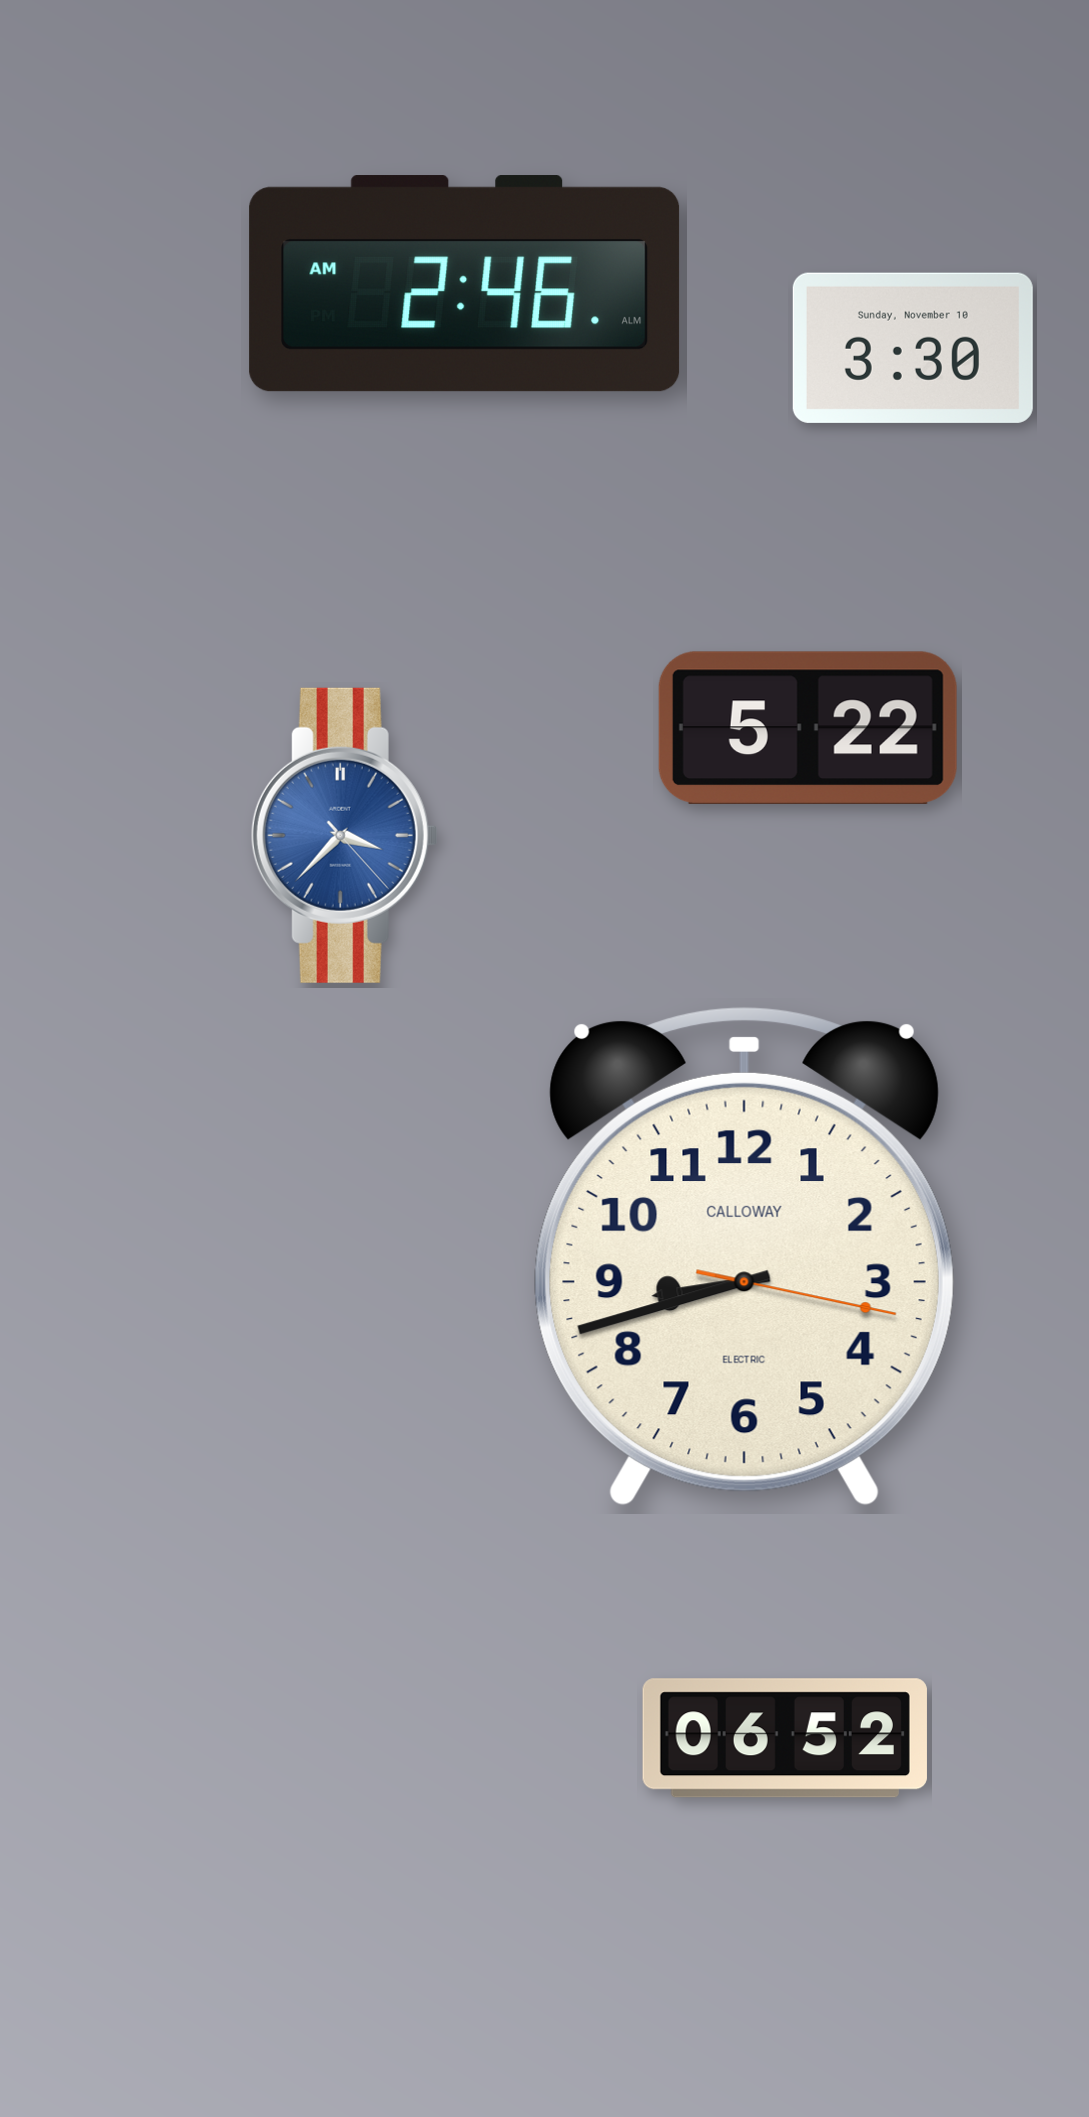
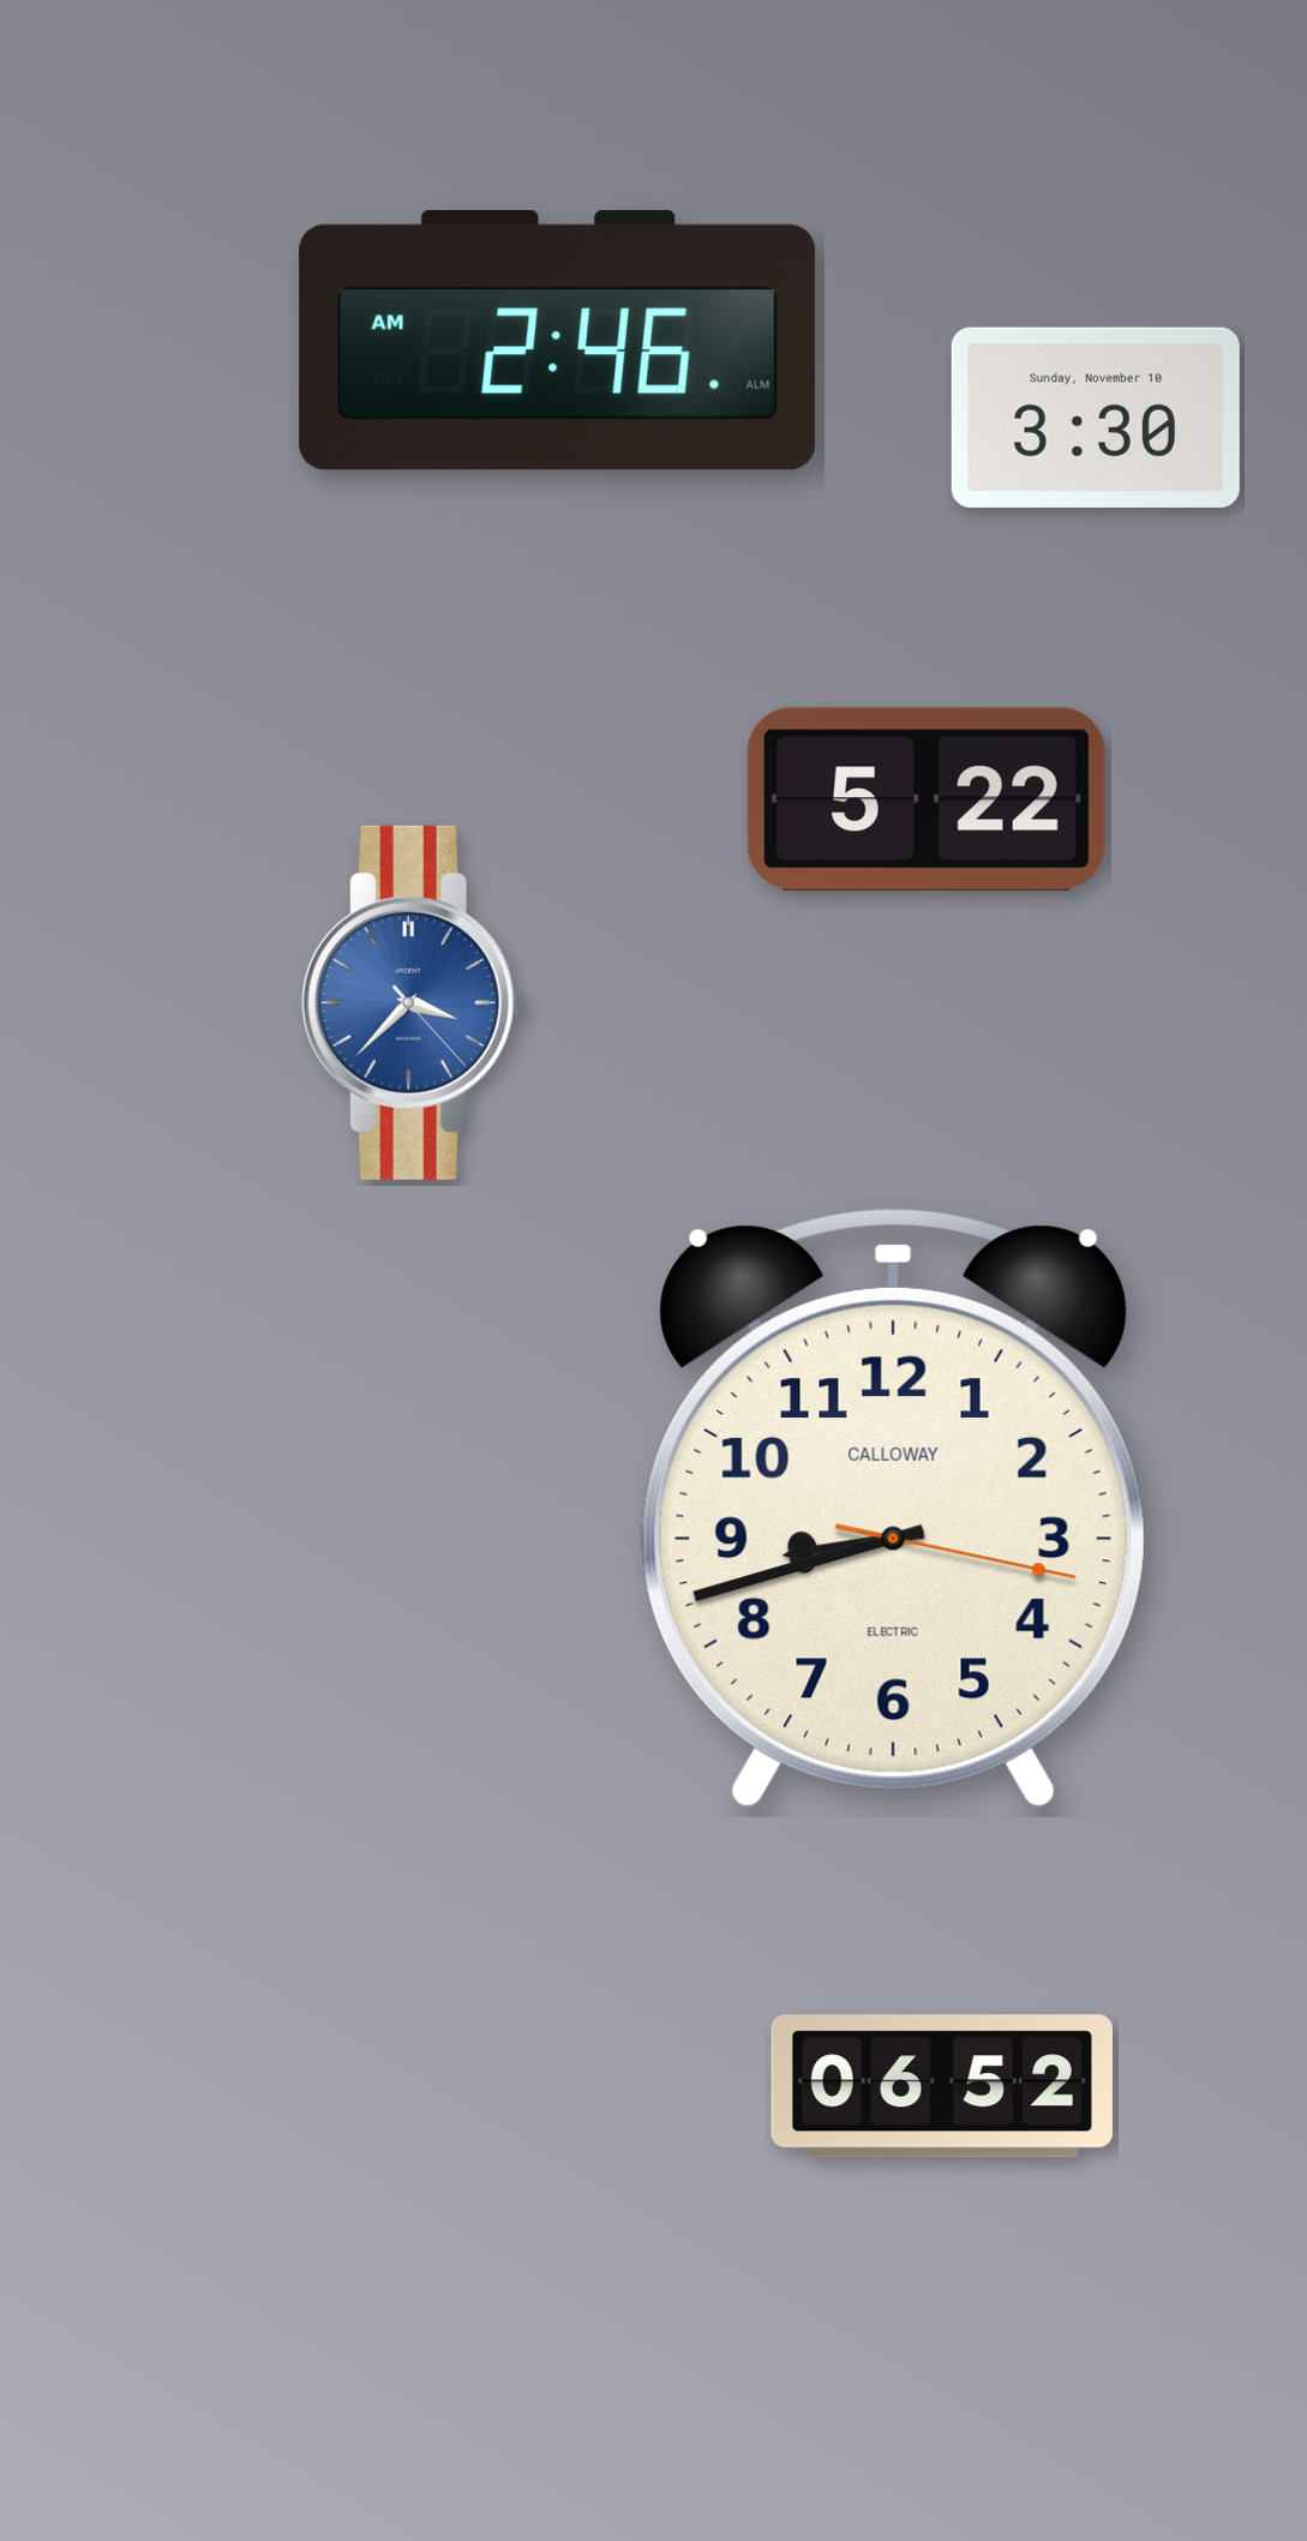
clock at (808, 728) position: (808, 728) -> (927, 799)
